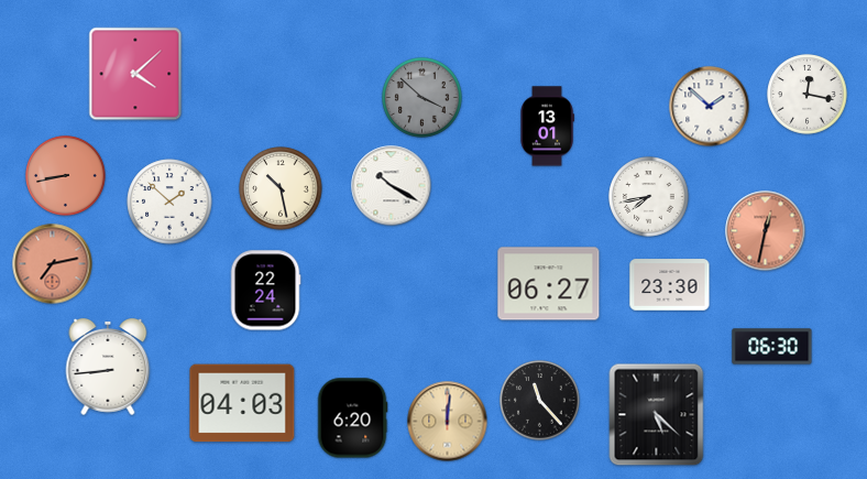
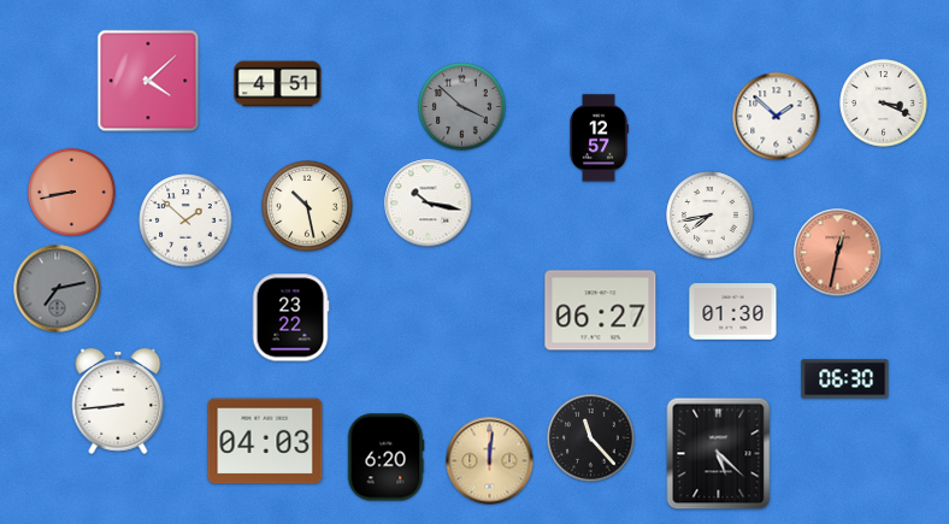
clock at (278, 84): none -> 4:51
clock at (808, 95): 12:17 -> 3:19
clock at (547, 127): 13:01 -> 12:57
clock at (392, 186): 10:20 -> 10:17
clock at (53, 264) dial: salmon -> grey
clock at (670, 285): 23:30 -> 01:30
clock at (265, 291): 22:24 -> 23:22
